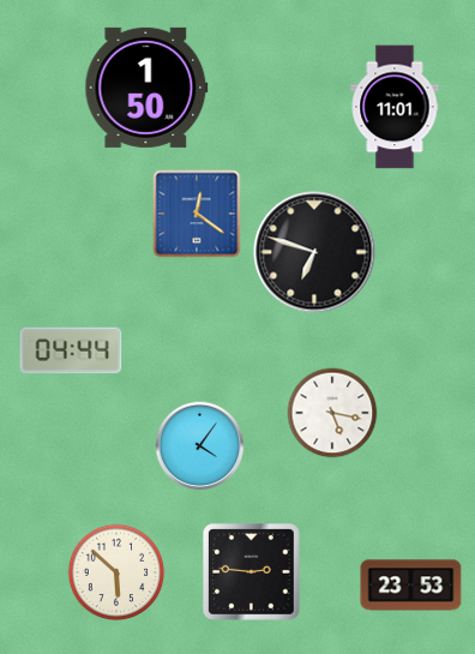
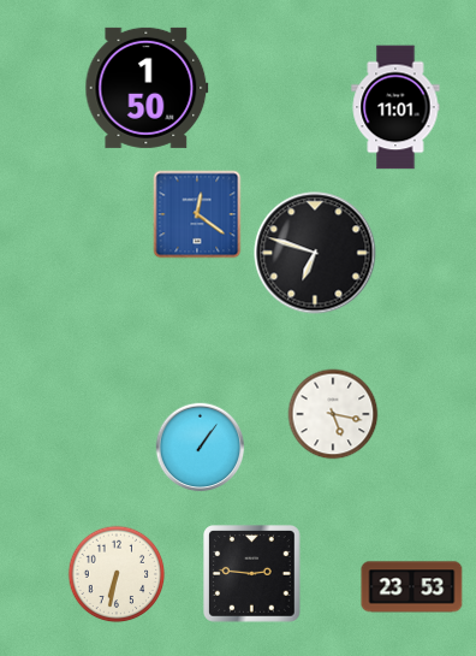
clock at (71, 350): 04:44 -> none
clock at (200, 446): 4:06 -> 1:06
clock at (116, 572): 5:52 -> 6:32
